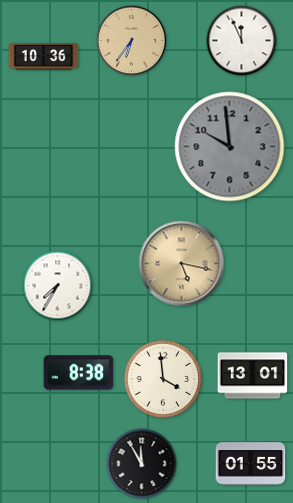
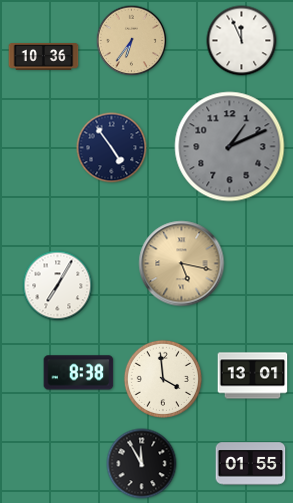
clock at (230, 147): 9:59 -> 1:11
clock at (112, 148): none -> 4:54
clock at (58, 286): 7:35 -> 7:05
